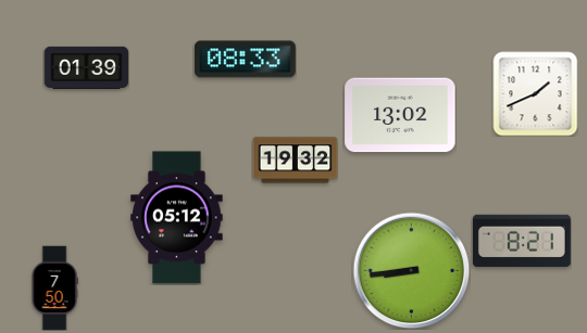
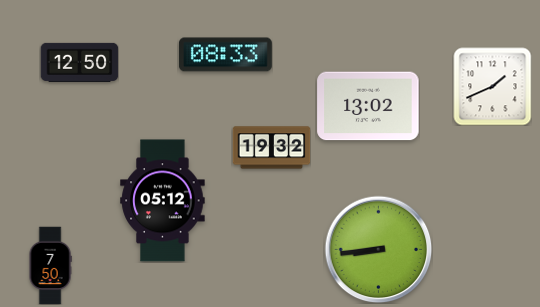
clock at (86, 67): 01:39 -> 12:50
clock at (522, 241): 8:21 -> none
